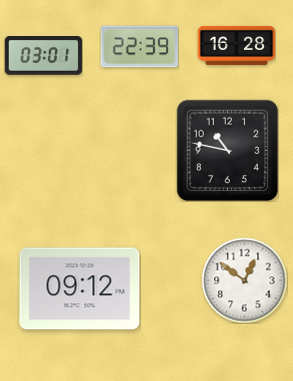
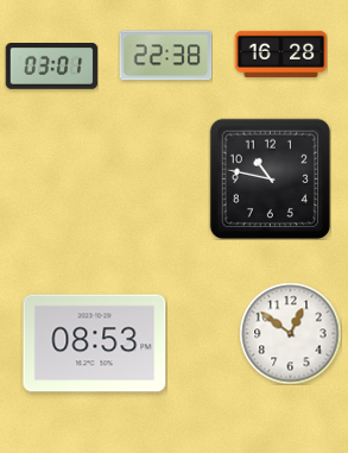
clock at (139, 47): 22:39 -> 22:38
clock at (80, 289): 09:12 -> 08:53
